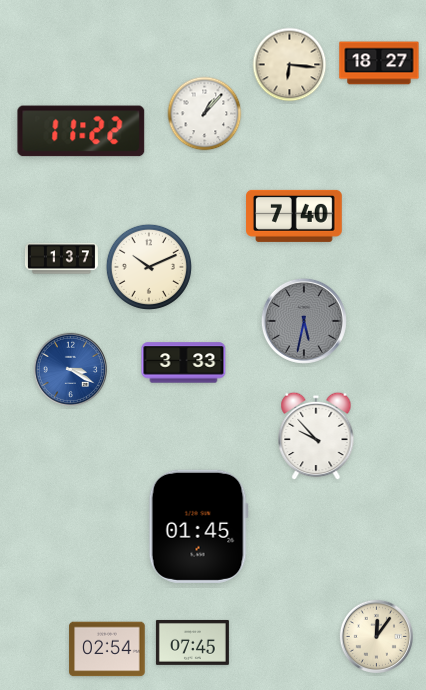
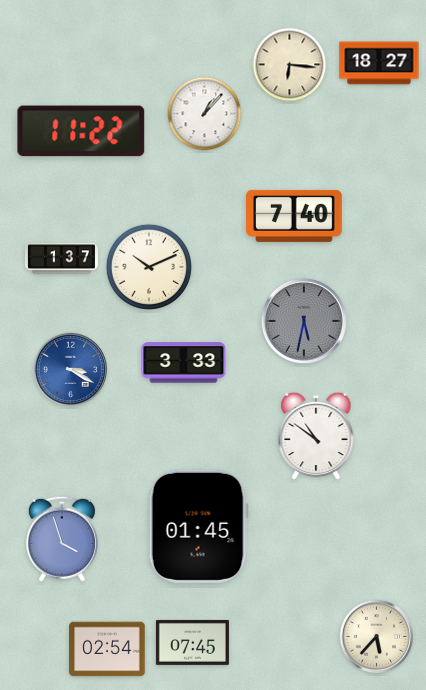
clock at (316, 436): 9:53 -> 10:51
clock at (62, 539): none -> 3:57
clock at (376, 636): 12:06 -> 5:37
